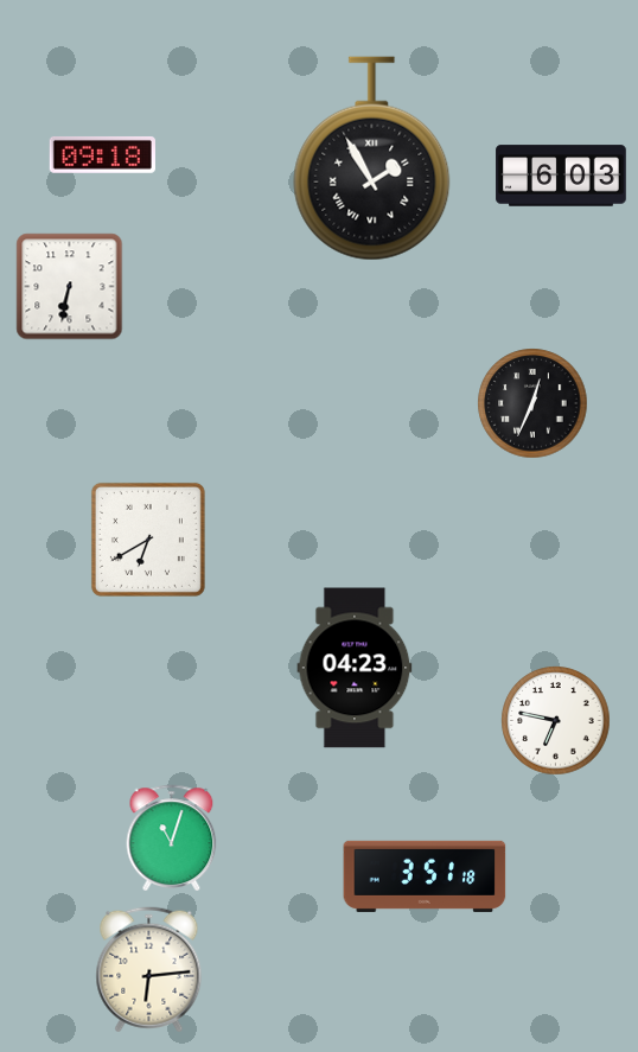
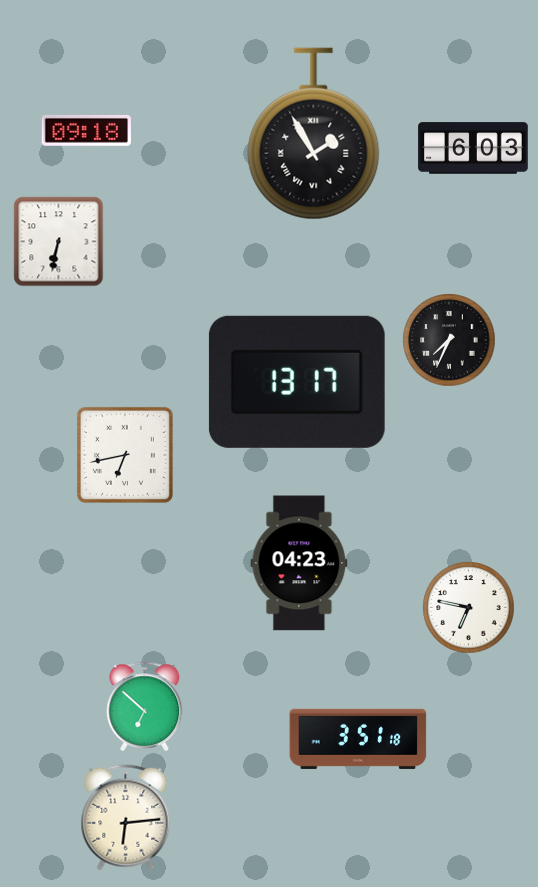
clock at (532, 403): 12:34 -> 7:34
clock at (297, 382): none -> 13:17
clock at (148, 540): 6:40 -> 6:43
clock at (172, 837): 11:03 -> 6:52
